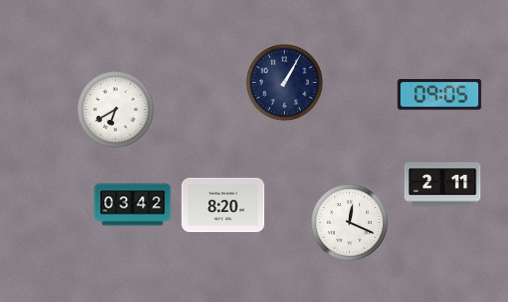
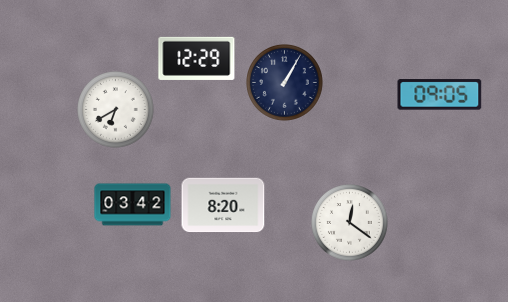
clock at (197, 58): none -> 12:29
clock at (443, 185): 2:11 -> none
clock at (350, 223): 12:19 -> 12:21
